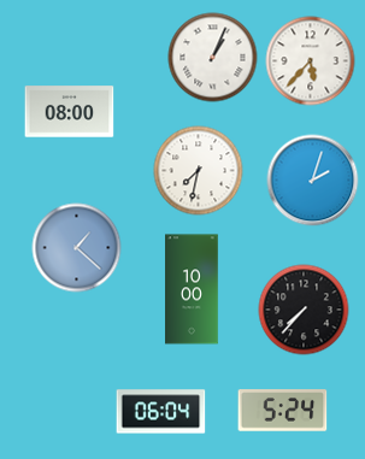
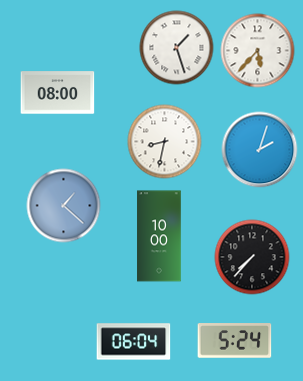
clock at (213, 58): 1:04 -> 1:27
clock at (199, 171): 7:32 -> 8:32
clock at (192, 289) position: (192, 289) -> (159, 236)
